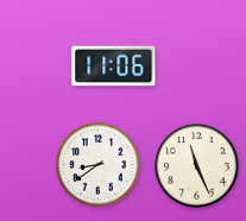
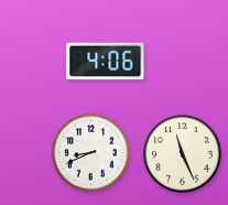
clock at (114, 67): 11:06 -> 4:06
clock at (99, 165): 8:39 -> 8:41
